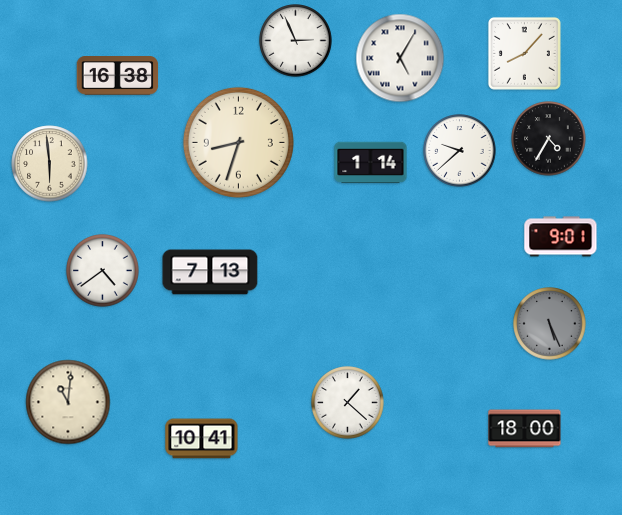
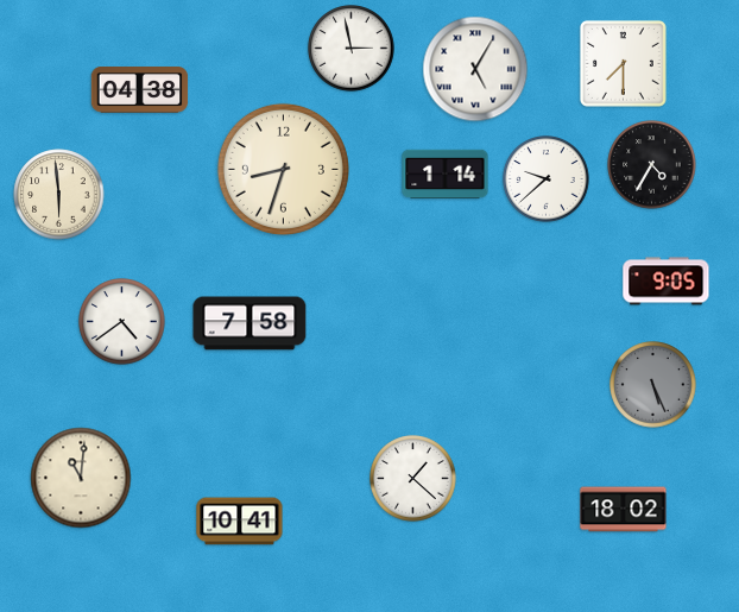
clock at (296, 41): 2:56 -> 2:58
clock at (524, 53): 8:07 -> 7:30
clock at (118, 76): 16:38 -> 04:38
clock at (371, 163) position: (371, 163) -> (446, 175)
clock at (561, 237): 9:01 -> 9:05
clock at (210, 272): 7:13 -> 7:58
clock at (525, 429): 18:00 -> 18:02
